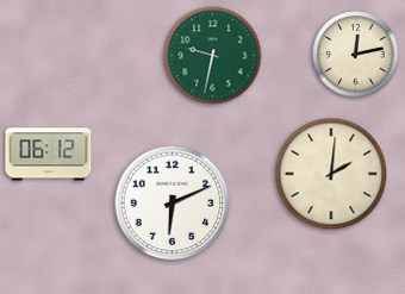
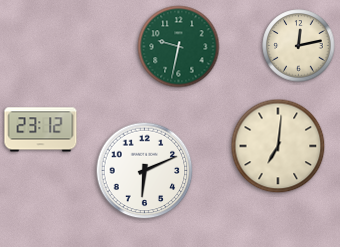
clock at (49, 155): 06:12 -> 23:12
clock at (331, 174): 2:01 -> 7:01
